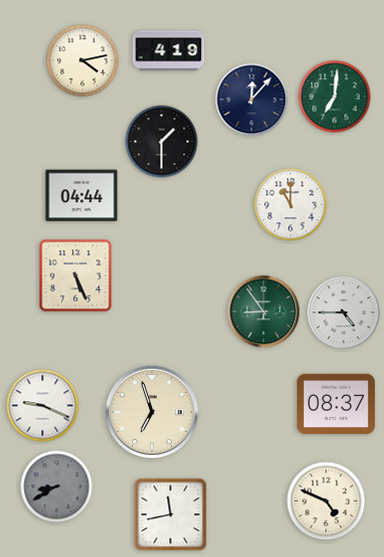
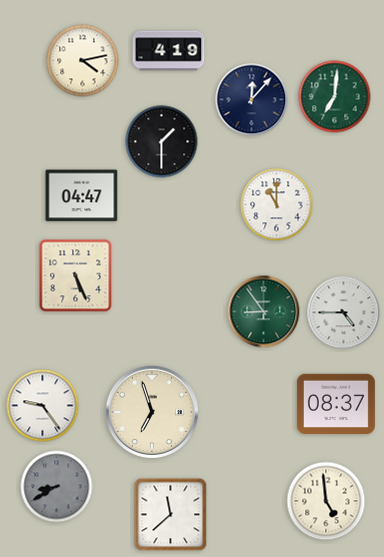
clock at (82, 196): 04:44 -> 04:47
clock at (291, 205) position: (291, 205) -> (277, 205)
clock at (43, 406): 9:19 -> 9:24
clock at (326, 501): 4:49 -> 4:59
clock at (171, 515): 11:43 -> 11:38
